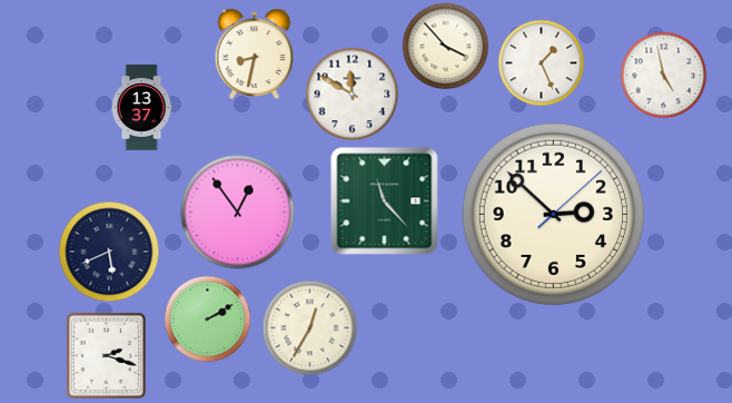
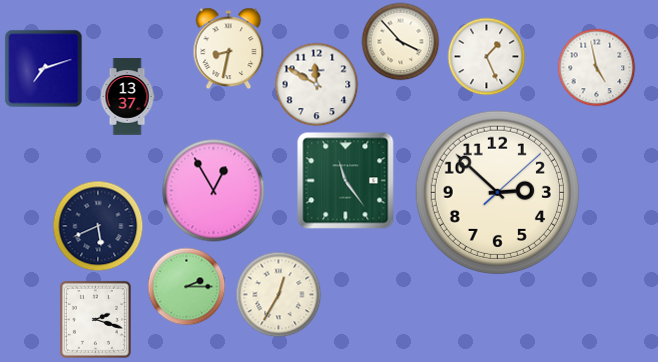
clock at (43, 68): none -> 7:12
clock at (385, 202): 11:23 -> 11:24
clock at (238, 213): 12:54 -> 12:55
clock at (207, 318): 2:10 -> 2:15
